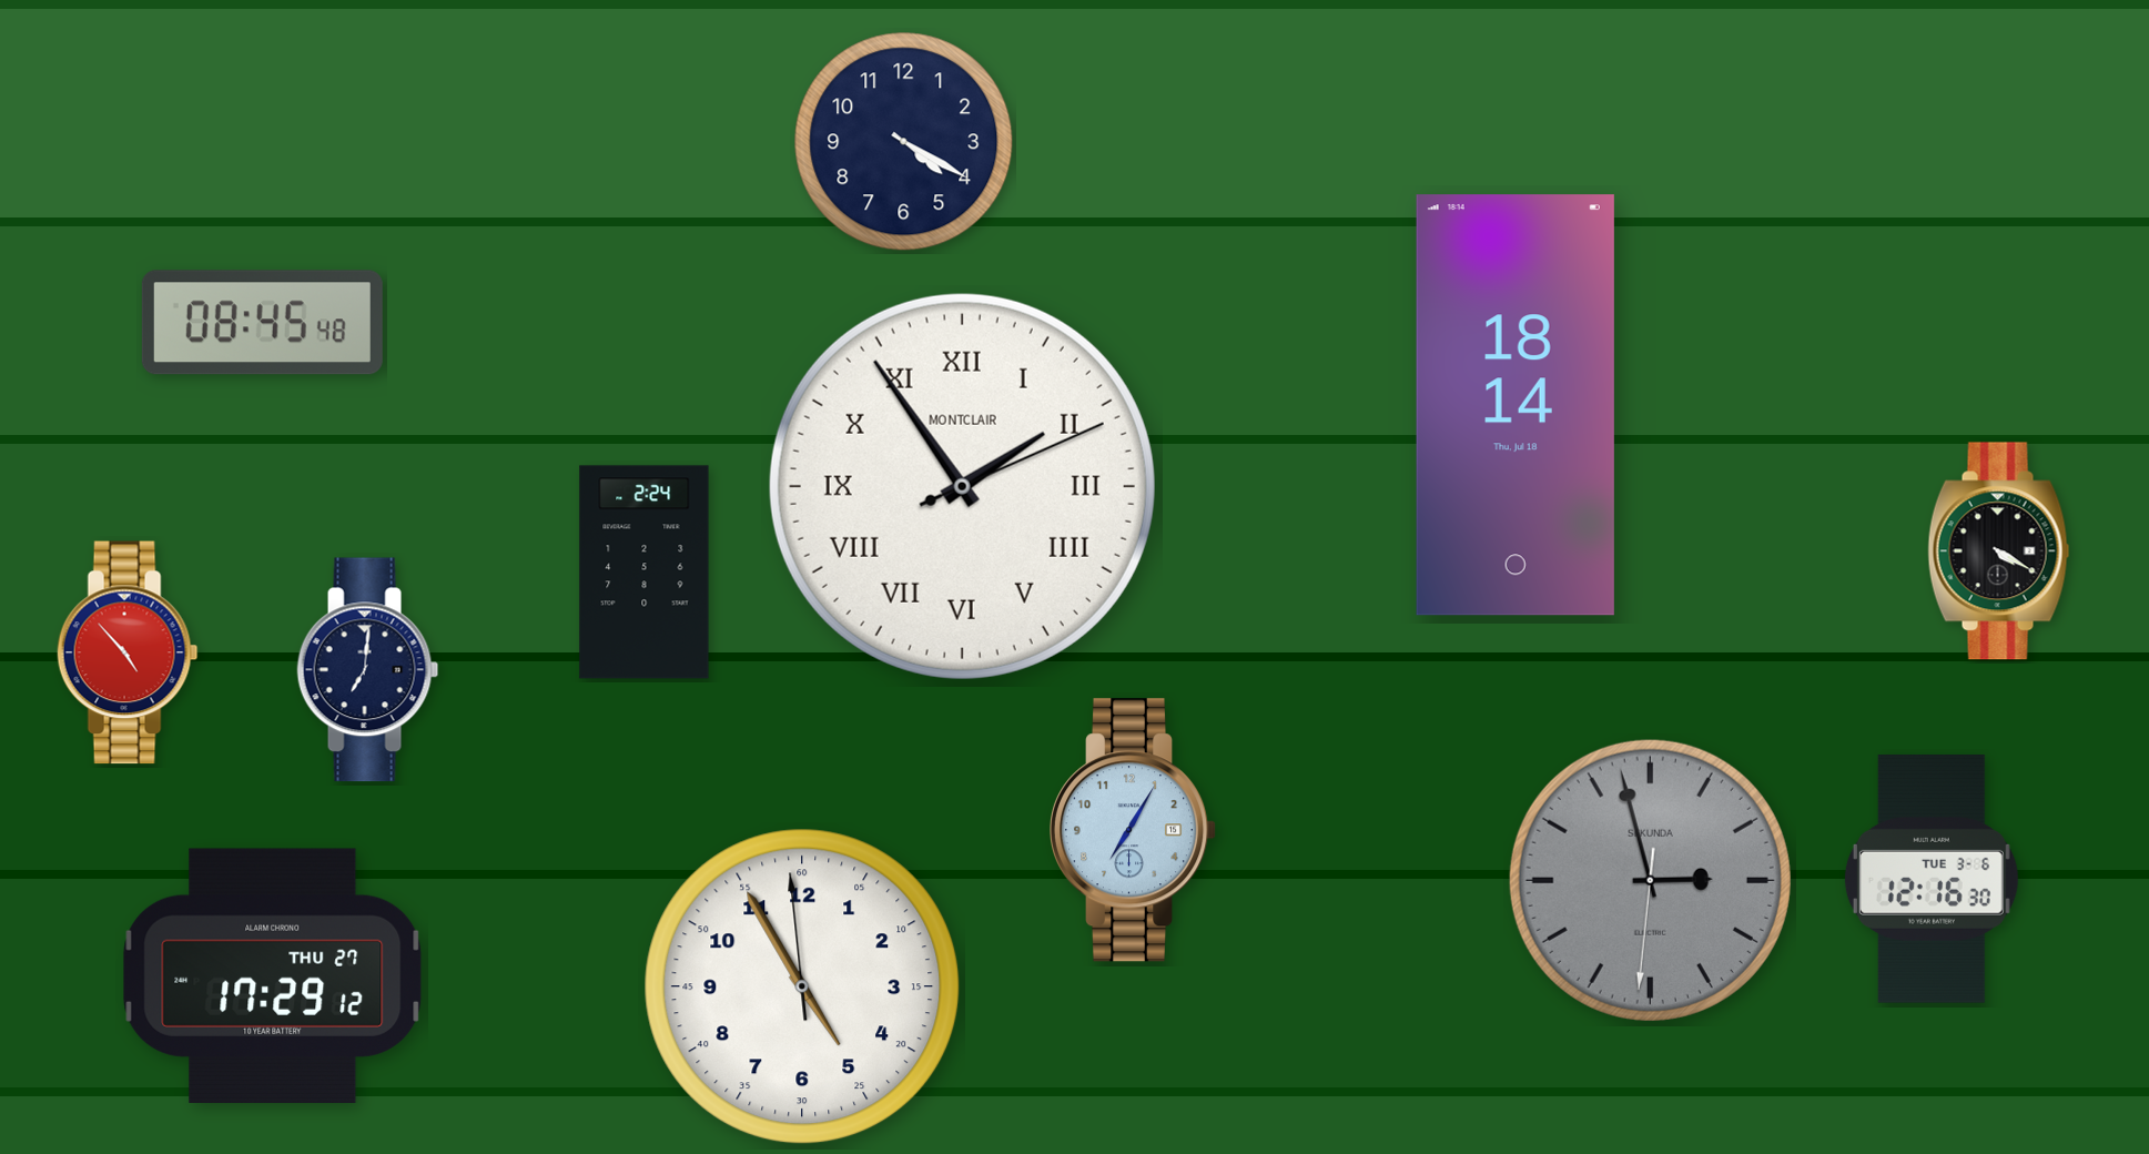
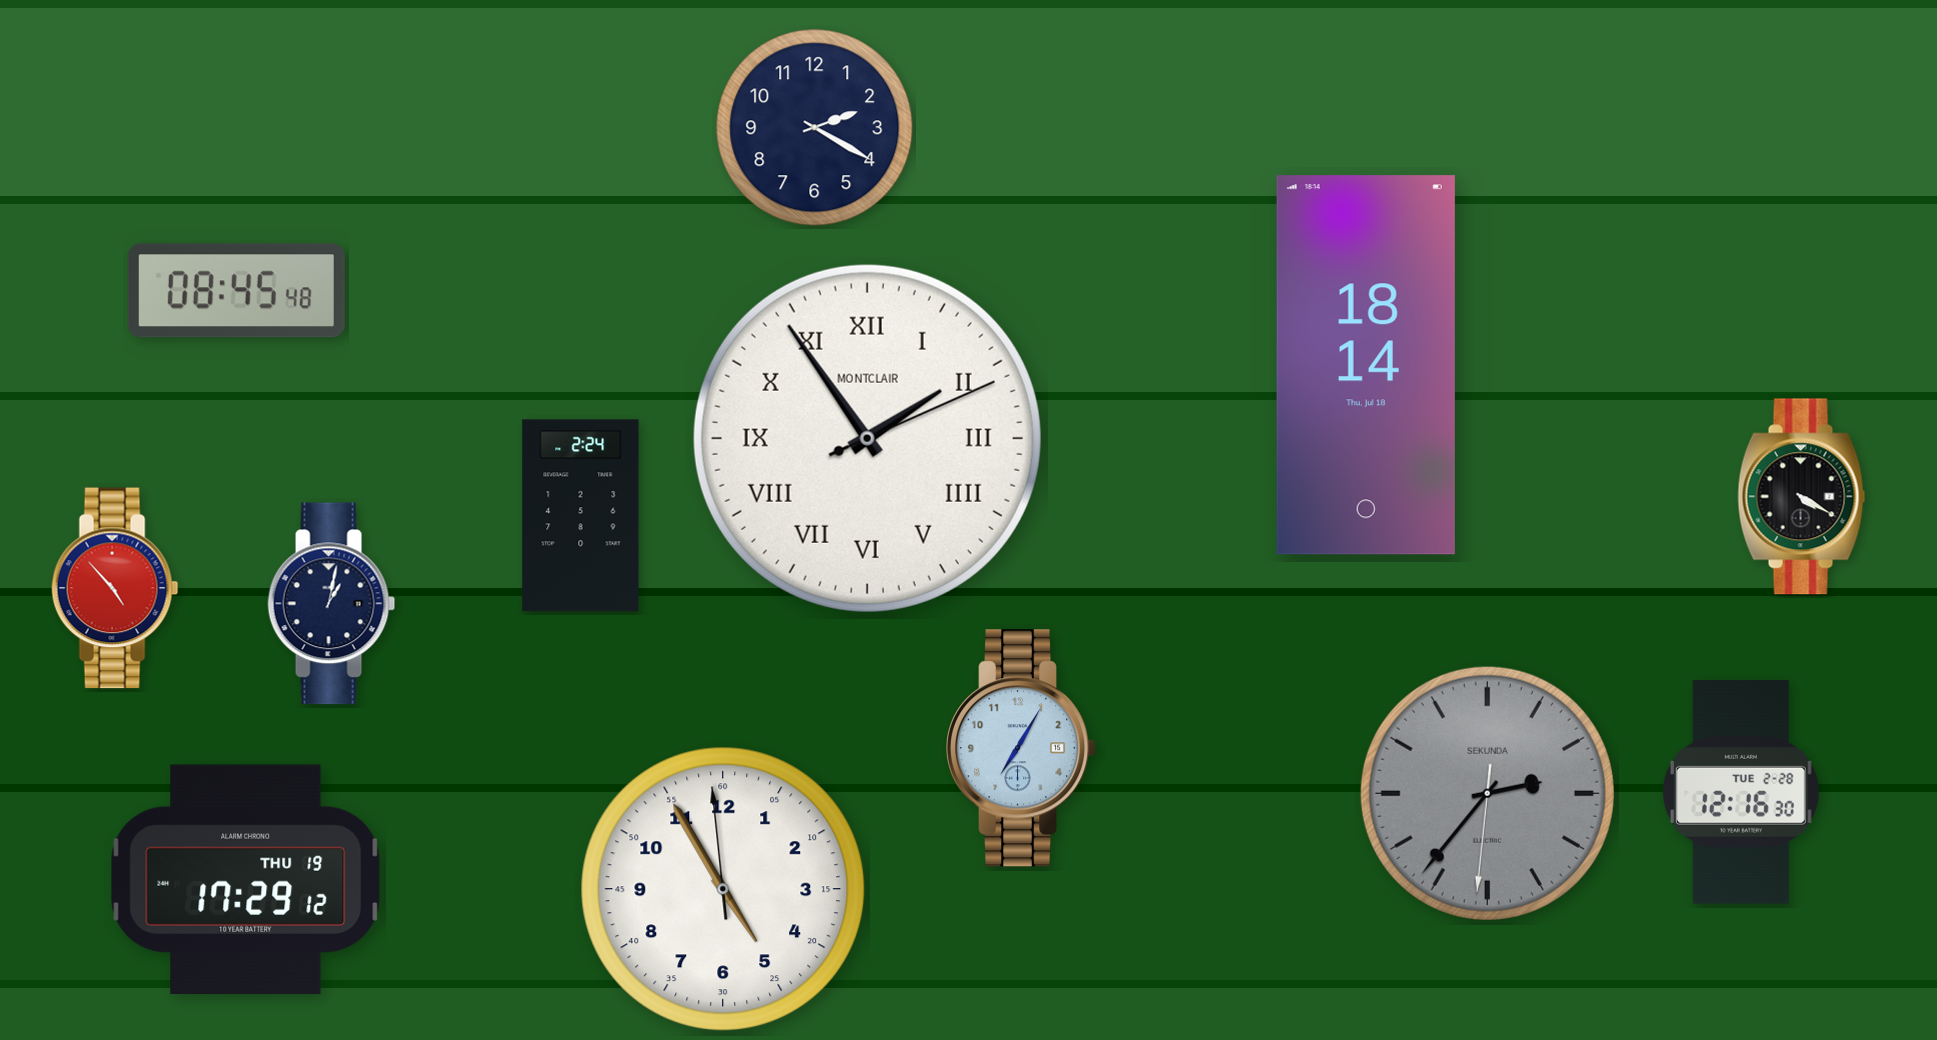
clock at (904, 142): 4:20 -> 2:20
clock at (368, 670): 7:01 -> 1:02
clock at (1932, 879) date: TUE 3-6 -> TUE 2-28
clock at (1650, 880): 2:57 -> 2:36
clock at (273, 975) date: THU 27 -> THU 19
